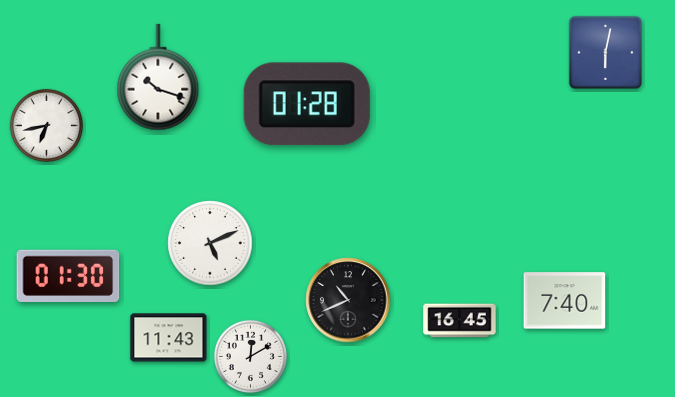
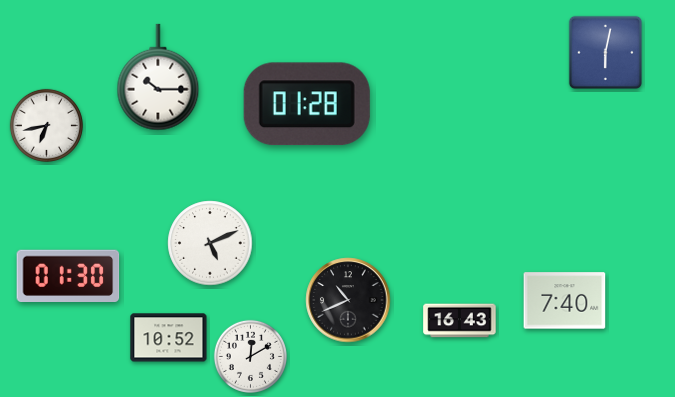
clock at (158, 77): 10:18 -> 10:15
clock at (460, 321): 16:45 -> 16:43
clock at (169, 338): 11:43 -> 10:52
